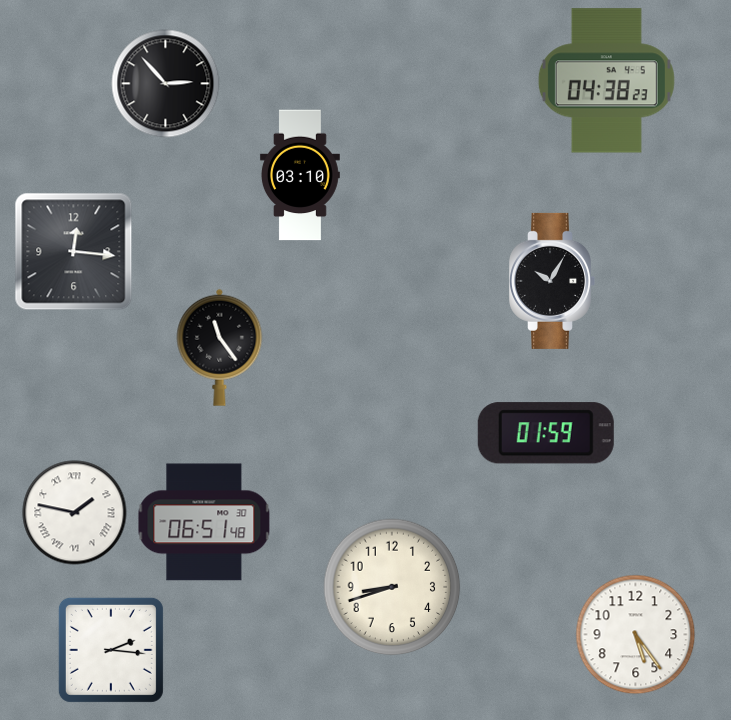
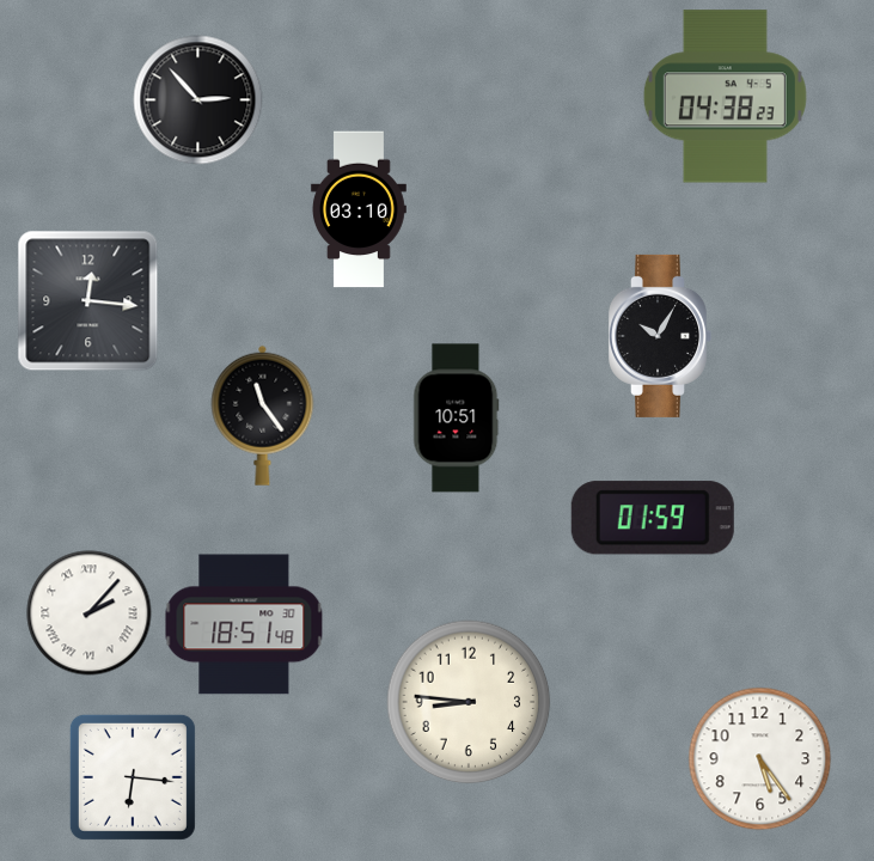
clock at (457, 419): none -> 10:51
clock at (75, 513): 1:47 -> 2:07
clock at (204, 522): 06:51 -> 18:51
clock at (392, 587): 8:42 -> 8:46
clock at (111, 650): 2:16 -> 6:16
